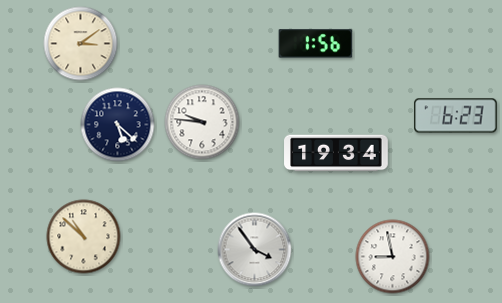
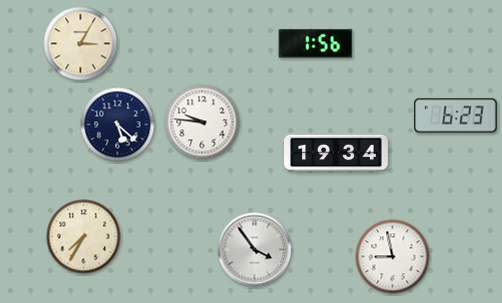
clock at (81, 44): 3:09 -> 3:05
clock at (84, 237): 10:52 -> 7:35
